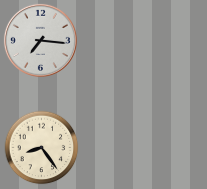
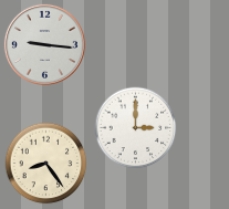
clock at (40, 40): 7:16 -> 9:16
clock at (136, 128): none -> 3:00
